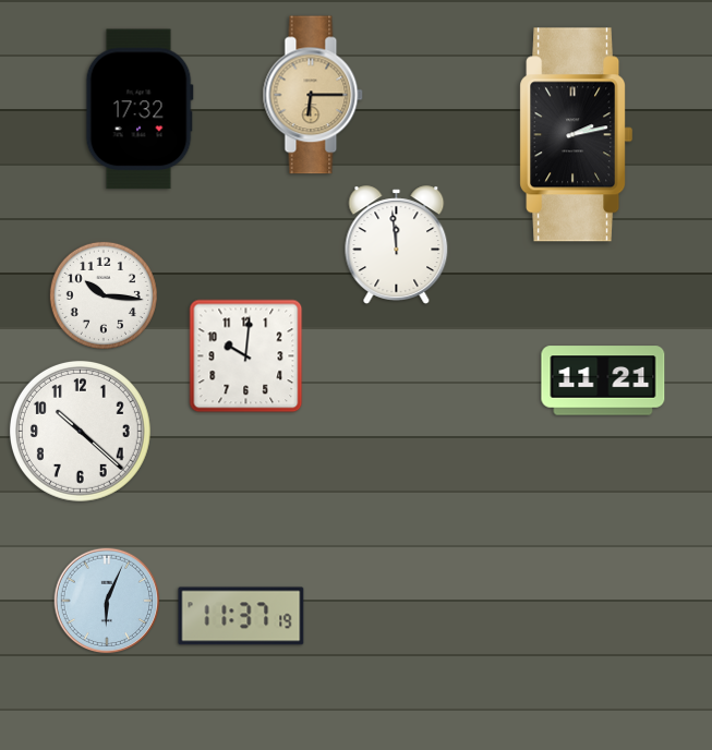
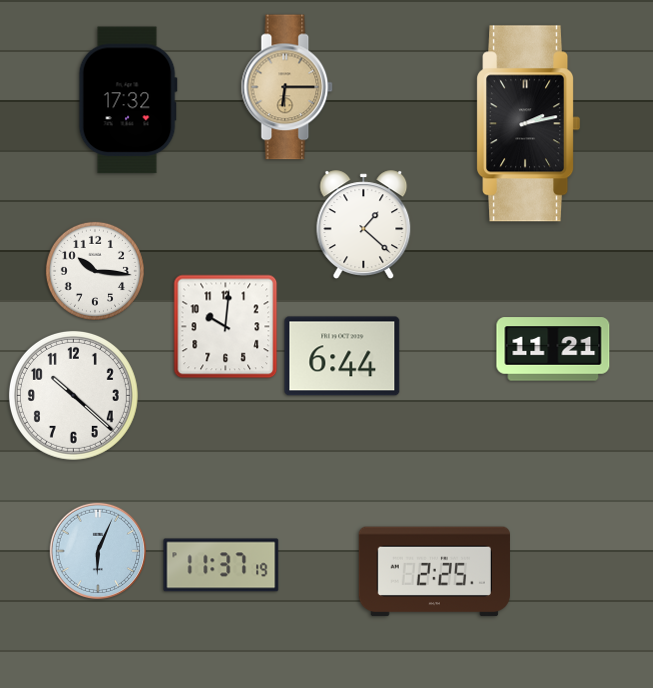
clock at (397, 245): 11:59 -> 1:22
clock at (342, 356): none -> 6:44
clock at (434, 572): none -> 2:25
